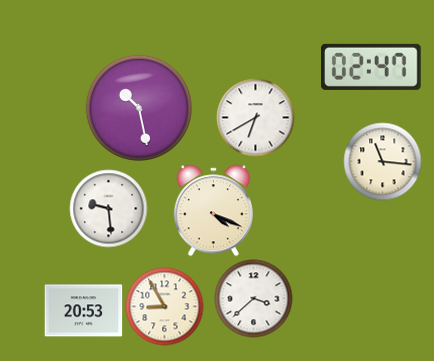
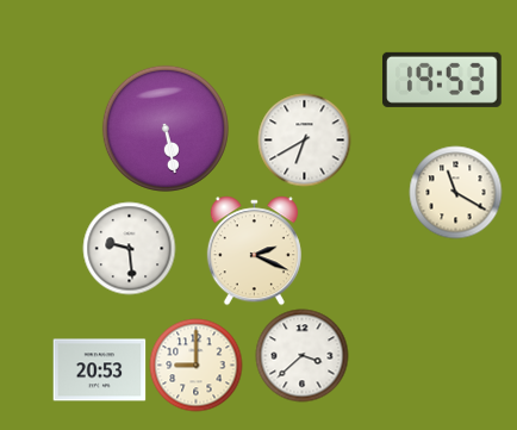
clock at (372, 67): 02:47 -> 19:53
clock at (139, 108): 10:28 -> 5:28
clock at (382, 161): 11:16 -> 11:20
clock at (213, 210): 4:19 -> 2:19
clock at (164, 306): 8:55 -> 9:00
